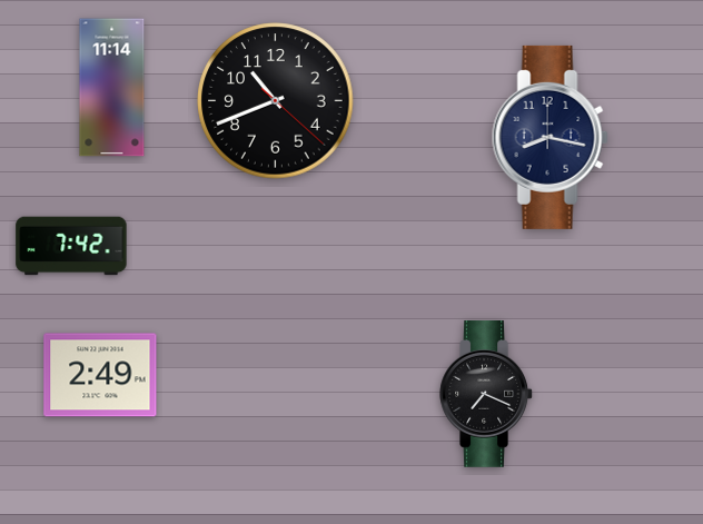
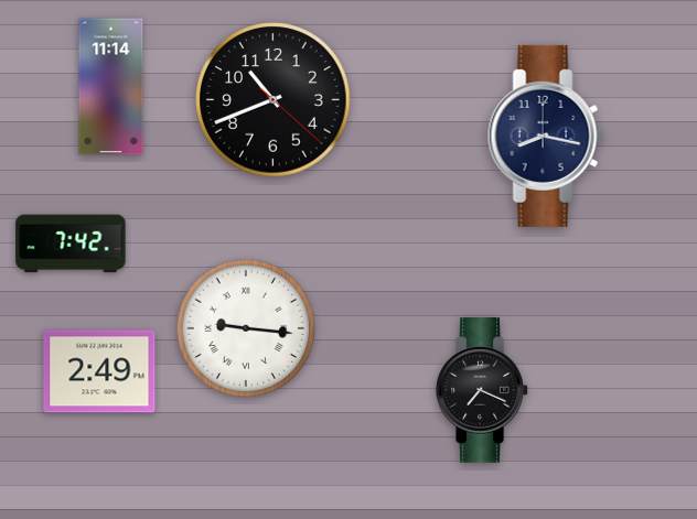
clock at (246, 328): none -> 9:16
